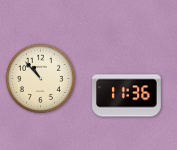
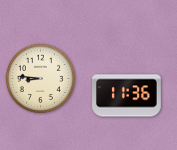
clock at (40, 78): 10:53 -> 8:46
